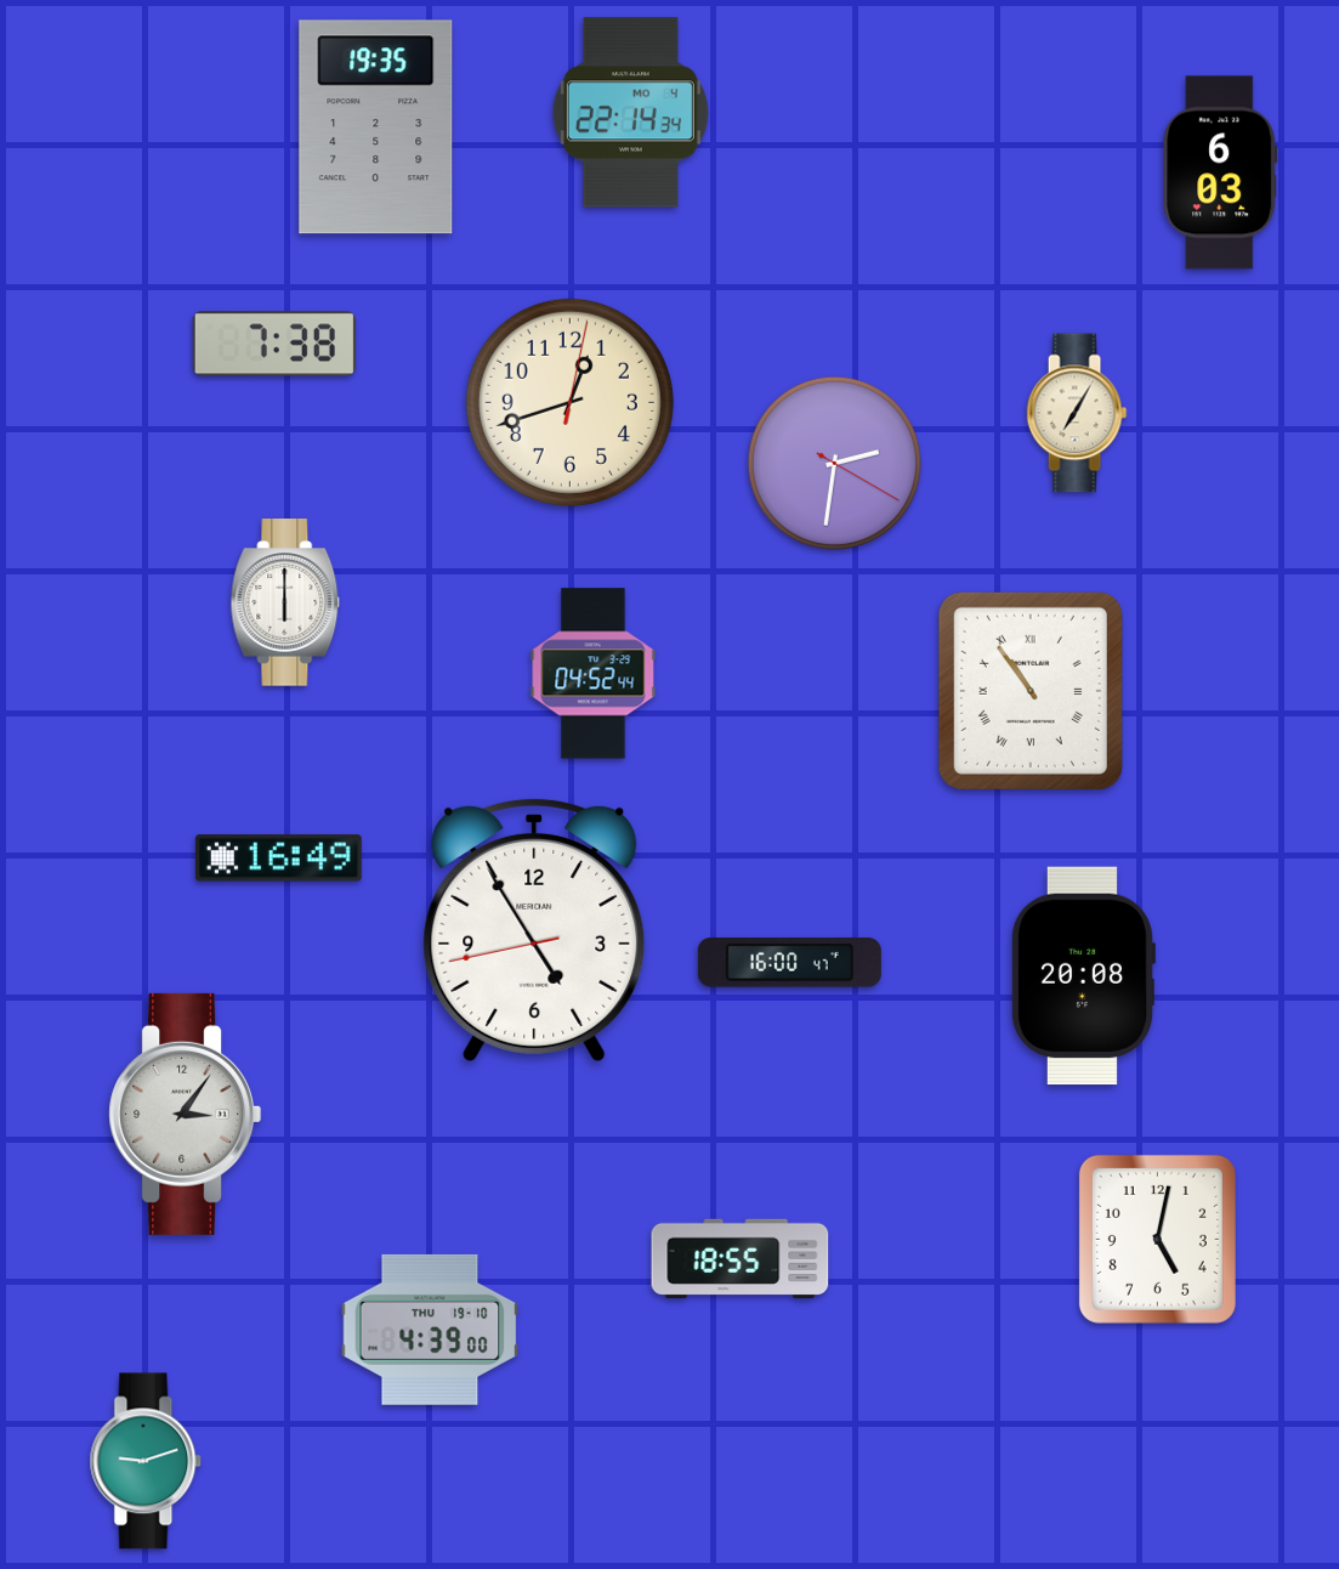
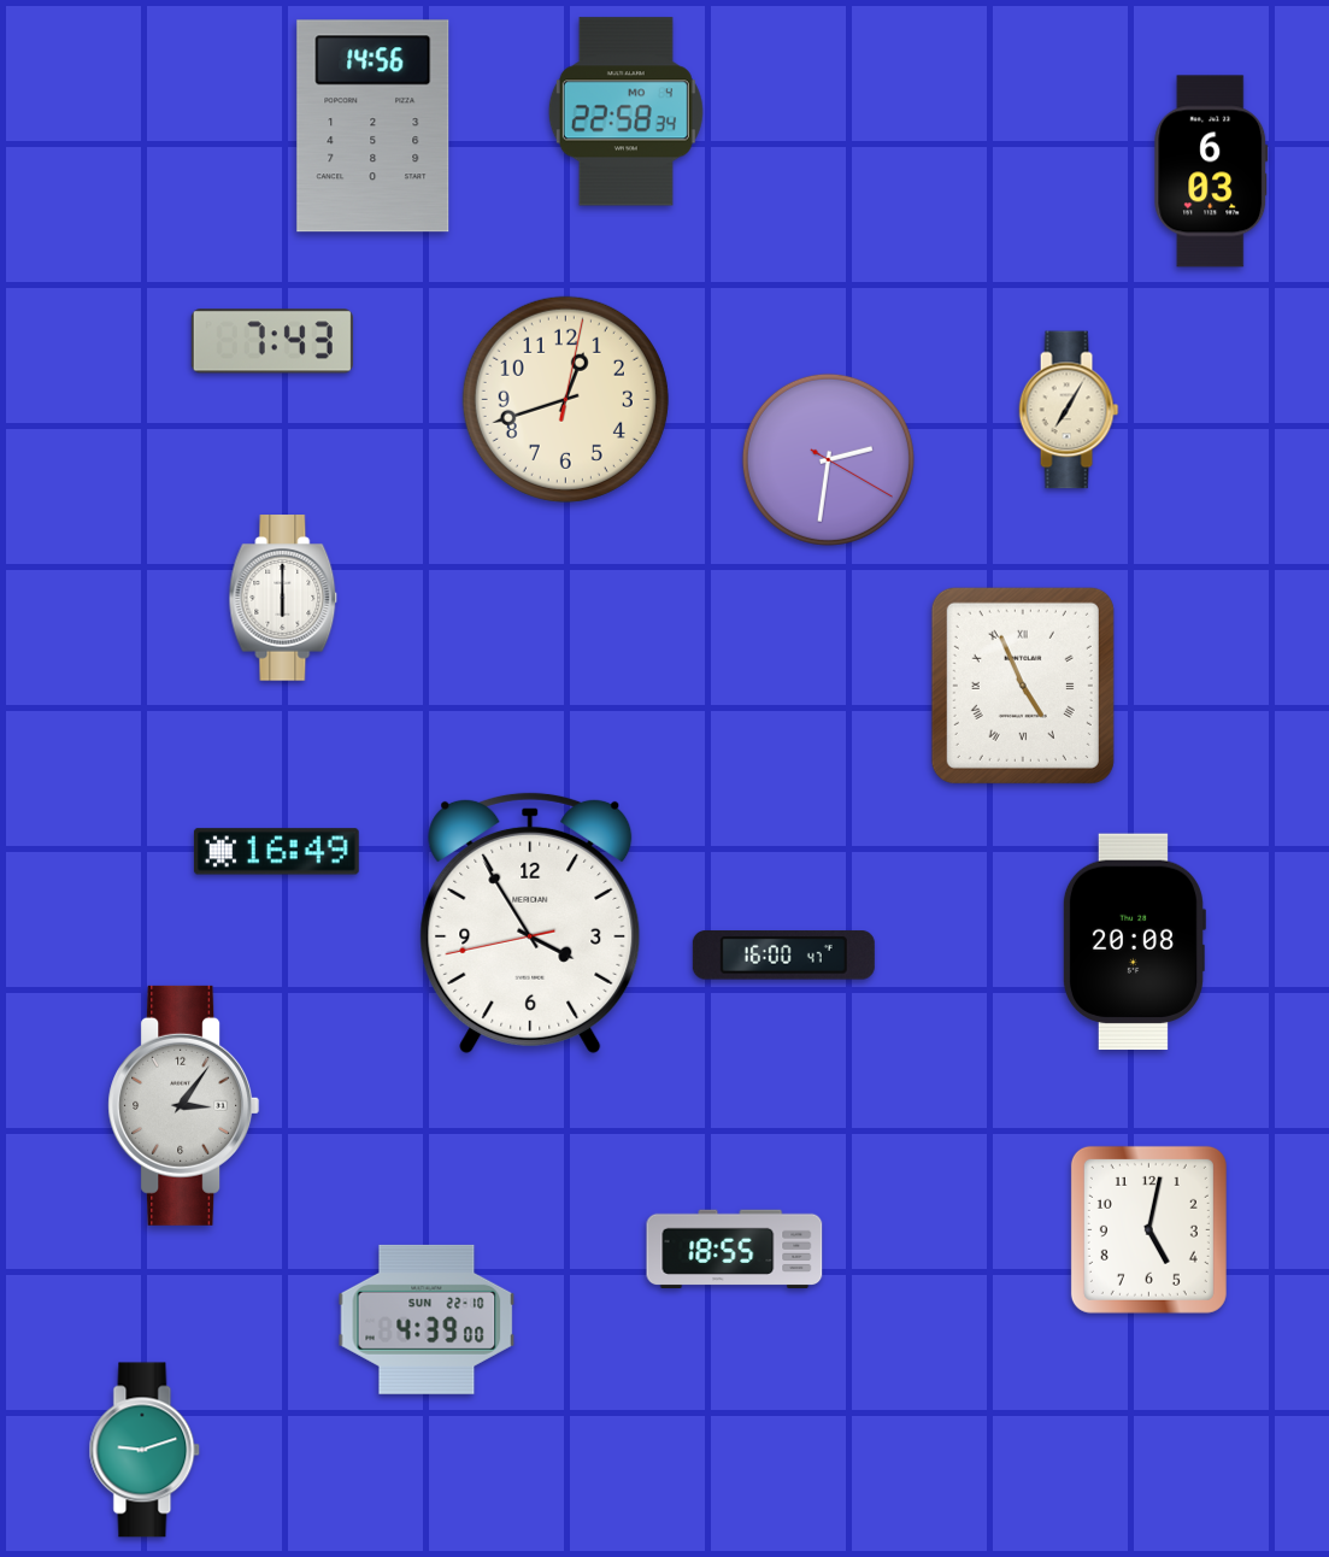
clock at (630, 113): 22:14 -> 22:58
clock at (376, 128): 19:35 -> 14:56
clock at (274, 344): 7:38 -> 7:43
clock at (594, 674): 04:52 -> none
clock at (1031, 691): 10:54 -> 4:56
clock at (534, 929): 4:54 -> 3:54
clock at (1083, 976) position: (1083, 976) -> (1134, 942)
clock at (430, 1330) date: THU 19-10 -> SUN 22-10
